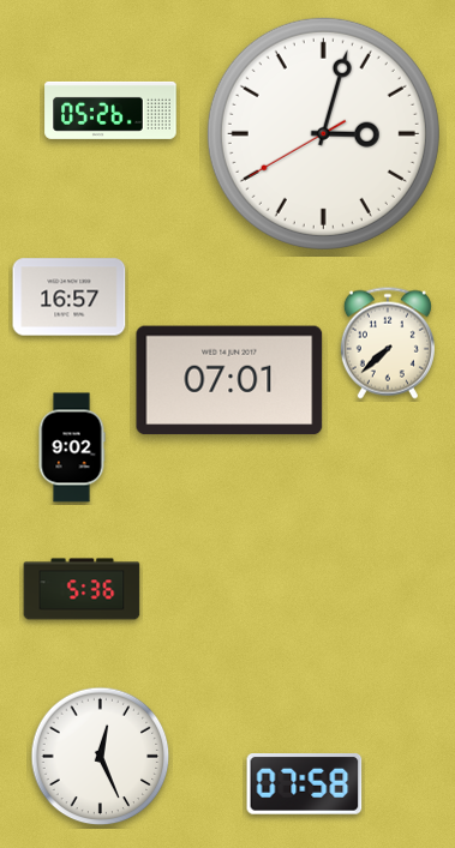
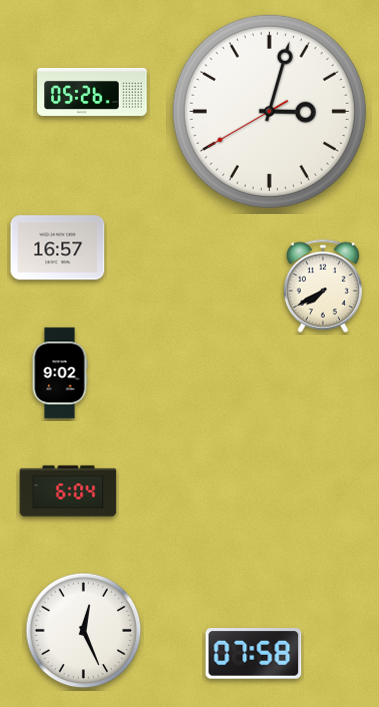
clock at (388, 343): 7:38 -> 7:40
clock at (229, 380): 07:01 -> none
clock at (82, 589): 5:36 -> 6:04
